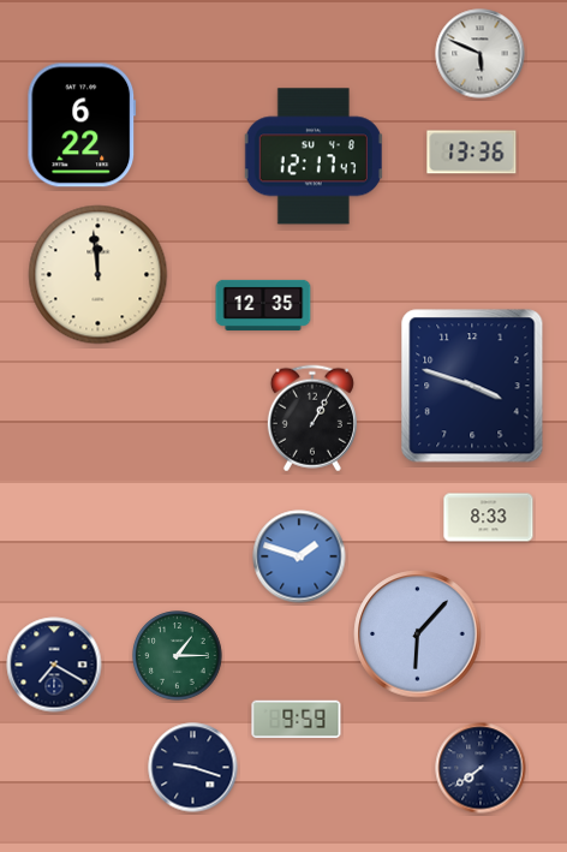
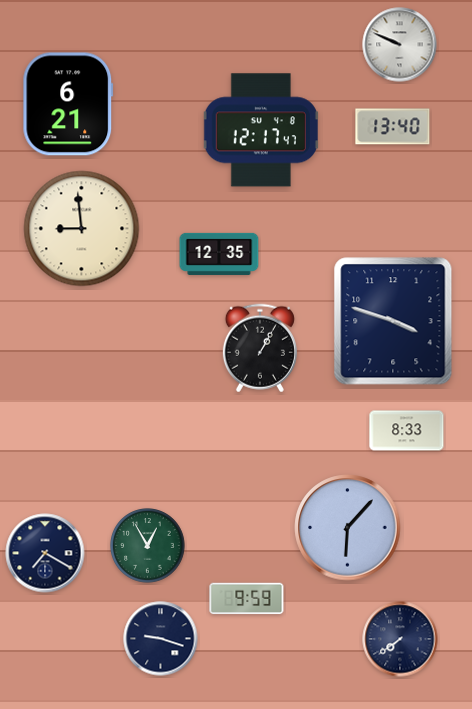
clock at (481, 54): 5:49 -> 9:49
clock at (82, 125): 6:22 -> 6:21
clock at (472, 153): 13:36 -> 13:40
clock at (99, 275): 11:59 -> 8:59
clock at (299, 556): 1:48 -> none
clock at (178, 656): 1:15 -> 12:55
